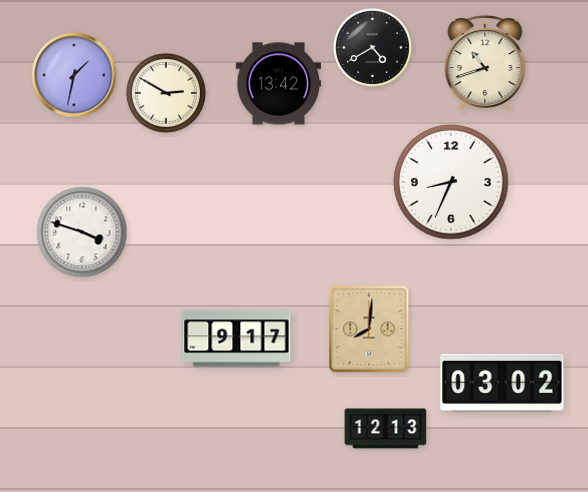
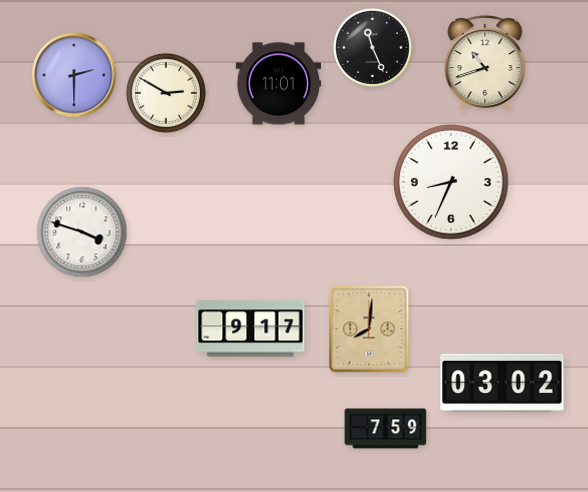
clock at (372, 47): 4:40 -> 11:26
clock at (74, 75): 1:32 -> 2:30
clock at (278, 84): 13:42 -> 11:01
clock at (237, 339) position: (237, 339) -> (251, 329)
clock at (386, 429): 12:13 -> 7:59
